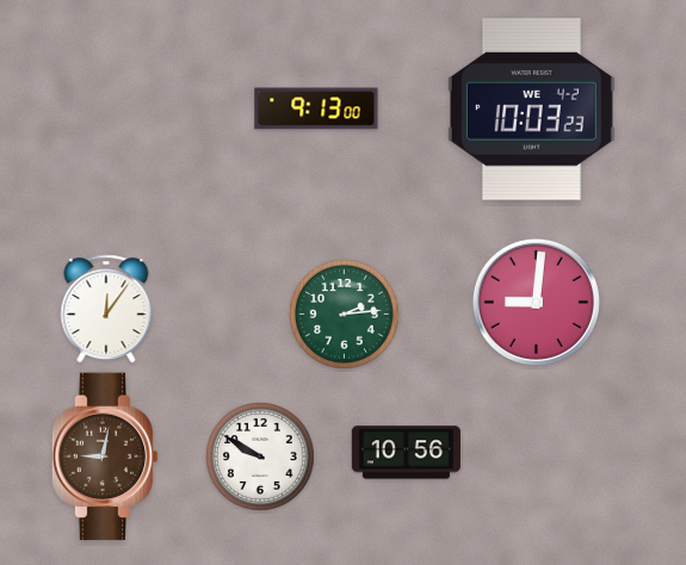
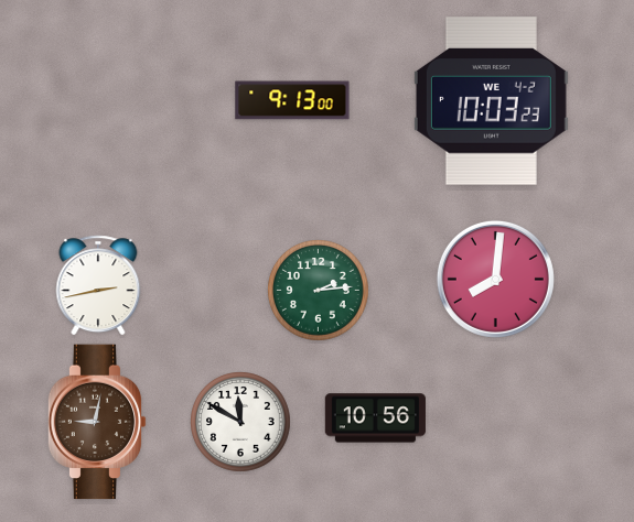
clock at (536, 302): 9:01 -> 8:01
clock at (106, 309): 12:06 -> 2:43
clock at (261, 458): 9:50 -> 11:50
